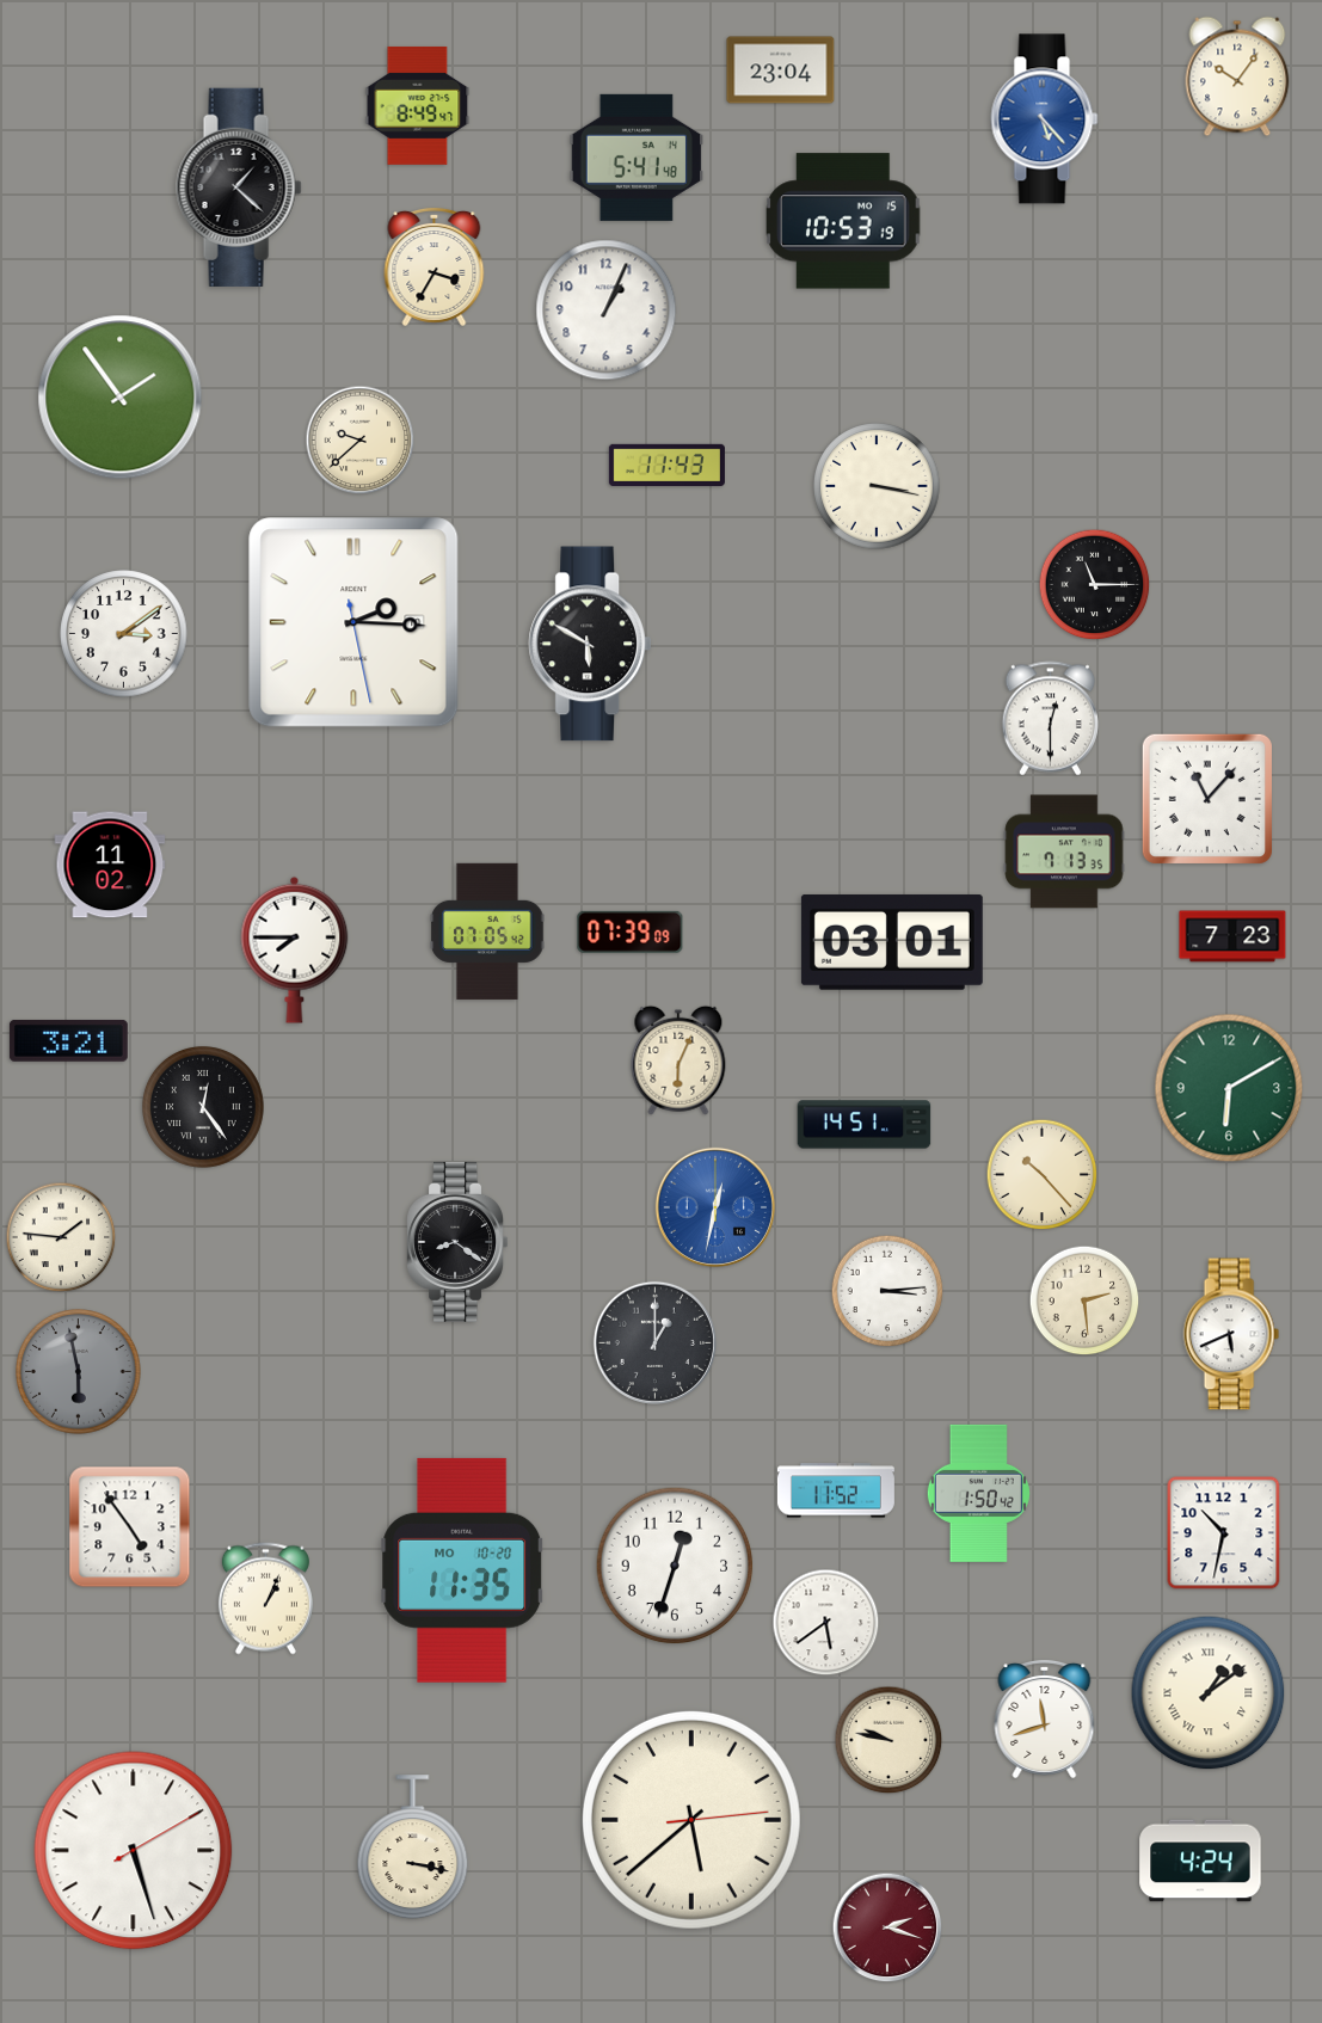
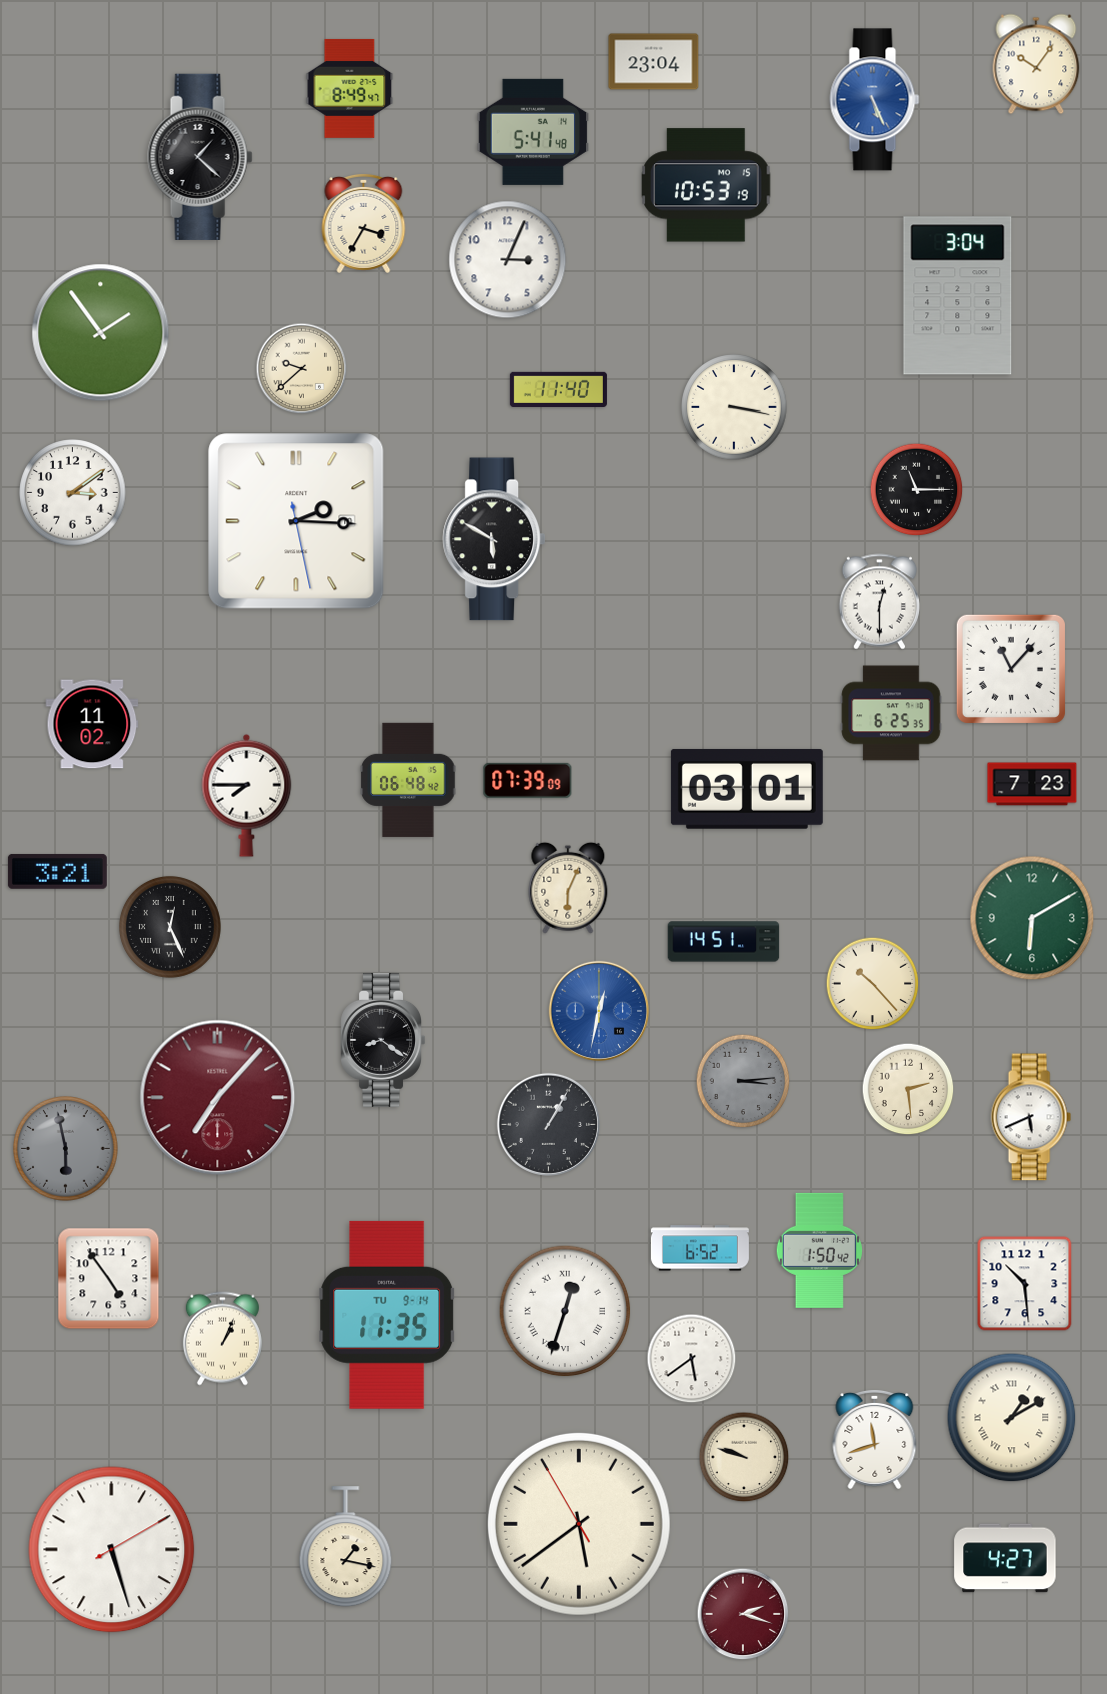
clock at (781, 70) position: (781, 70) -> (654, 62)
clock at (1045, 119): 5:23 -> 5:26
clock at (607, 310): 1:04 -> 3:04
clock at (958, 296): none -> 3:04
clock at (666, 465): 11:43 -> 11:40
clock at (124, 634) position: (124, 634) -> (73, 493)
clock at (1064, 851): 7:13 -> 6:25
clock at (487, 931): 07:05 -> 06:48
clock at (1229, 1088) position: (1229, 1088) -> (1032, 918)
clock at (203, 1107): 12:24 -> 12:26
clock at (61, 1237): 1:46 -> none
clock at (887, 1291) dial: white -> grey
clock at (218, 1098): none -> 7:07
clock at (654, 1342): 1:00 -> 1:05
clock at (836, 1490): 11:52 -> 6:52
clock at (1224, 1533): 10:32 -> 10:29
clock at (675, 1566) numerals: Arabic -> Roman
clock at (463, 1570) date: MO 10-20 -> TU 9-14
clock at (1209, 1693): 1:09 -> 1:10
clock at (888, 1740): 9:47 -> 9:48
clock at (691, 1820): 5:38:14 -> 5:38:55
clock at (413, 1847): 3:17 -> 1:17
clock at (1200, 1861): 4:24 -> 4:27
